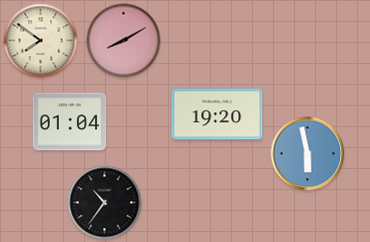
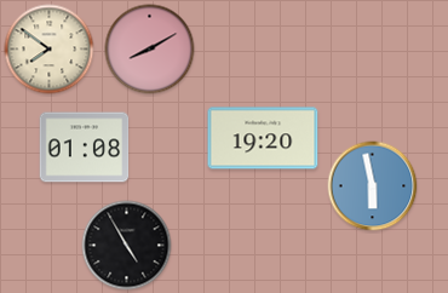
clock at (70, 122): 01:04 -> 01:08
clock at (105, 203): 10:36 -> 4:55
